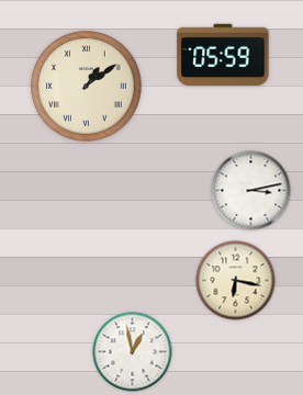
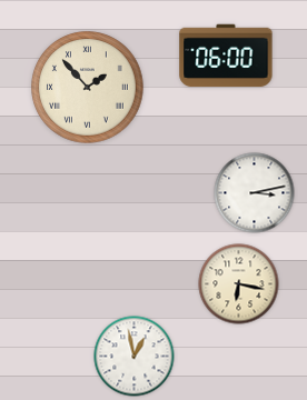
clock at (223, 55): 05:59 -> 06:00
clock at (87, 87): 1:09 -> 1:53
